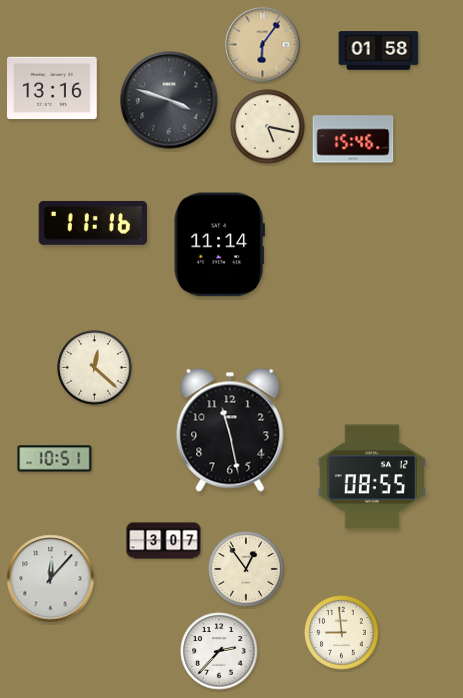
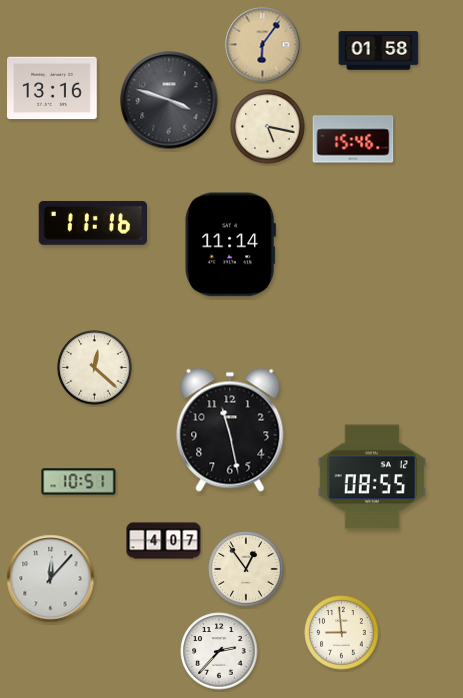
clock at (219, 245) position: (219, 245) -> (230, 245)
clock at (55, 459) position: (55, 459) -> (79, 482)
clock at (164, 541): 3:07 -> 4:07
